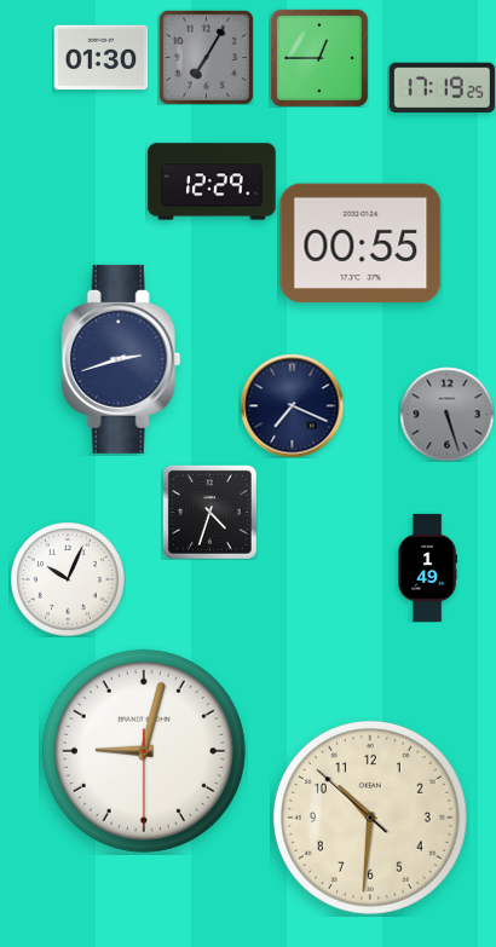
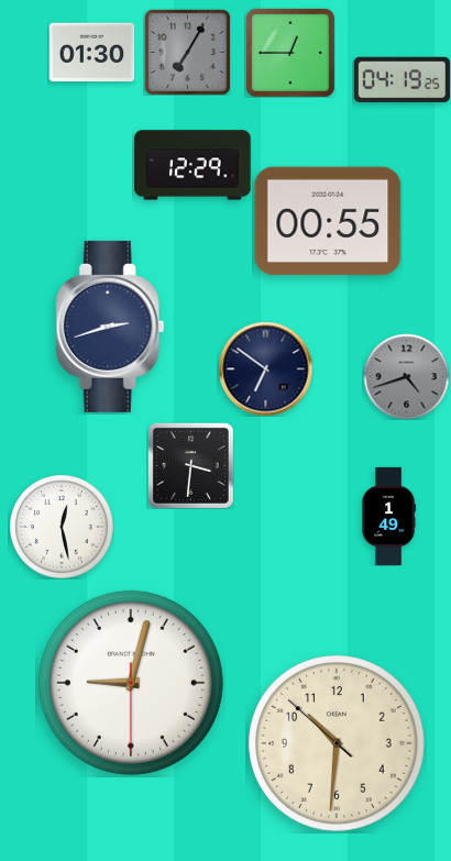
clock at (442, 87): 17:19 -> 04:19
clock at (292, 405): 7:19 -> 6:51
clock at (446, 414): 5:27 -> 4:42
clock at (209, 512): 4:33 -> 3:31
clock at (68, 579): 10:04 -> 12:28
